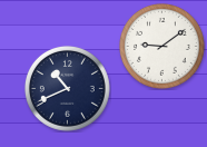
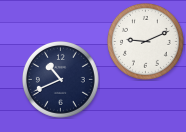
clock at (161, 46): 9:09 -> 9:11
